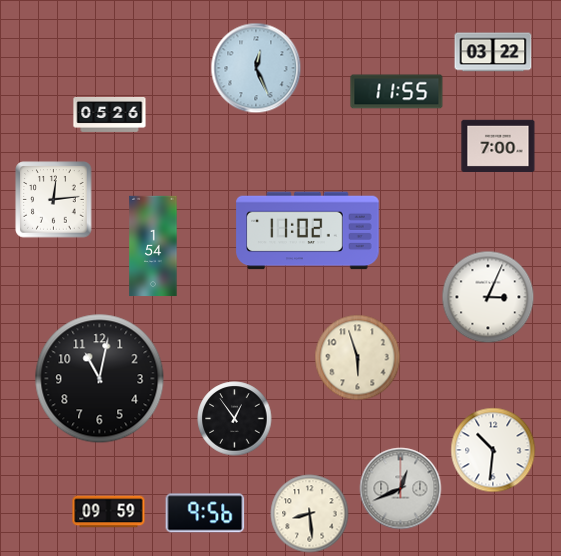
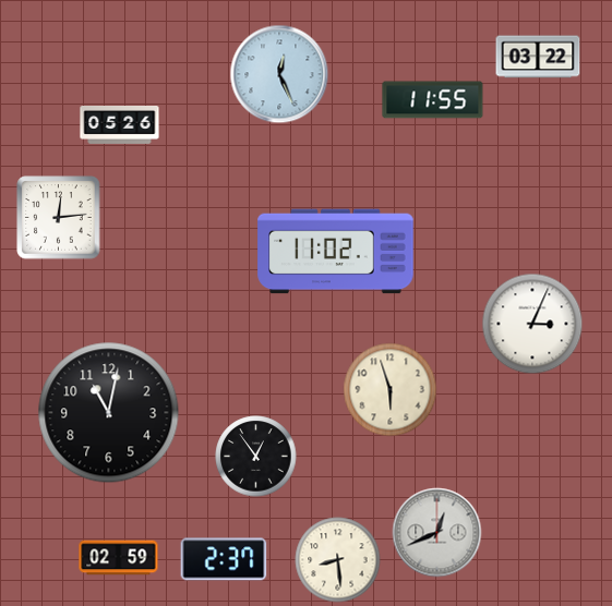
clock at (498, 145): 7:00 -> none
clock at (153, 246): 1:54 -> none
clock at (493, 450): 10:31 -> none
clock at (109, 512): 09:59 -> 02:59
clock at (205, 513): 9:56 -> 2:37
